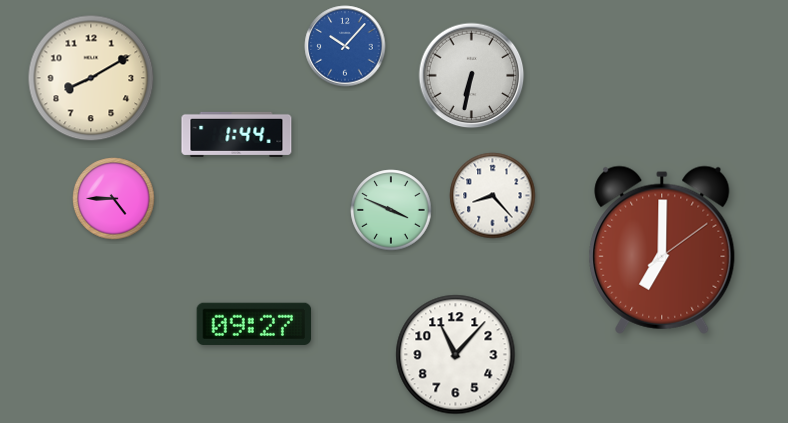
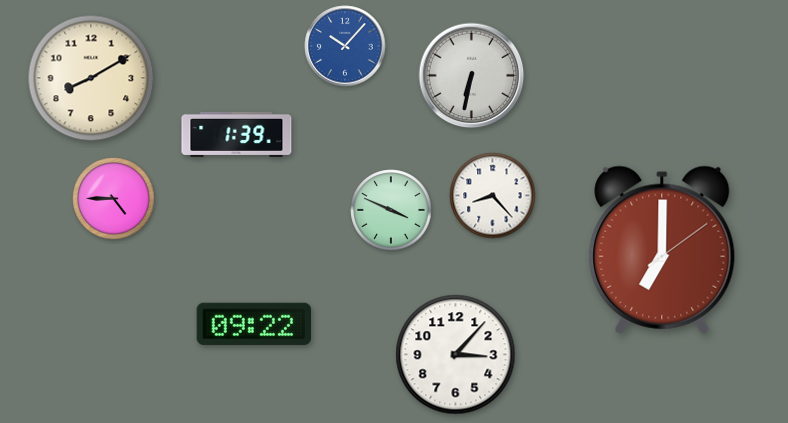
clock at (237, 134): 1:44 -> 1:39
clock at (254, 324): 09:27 -> 09:22
clock at (456, 355): 11:07 -> 3:07
